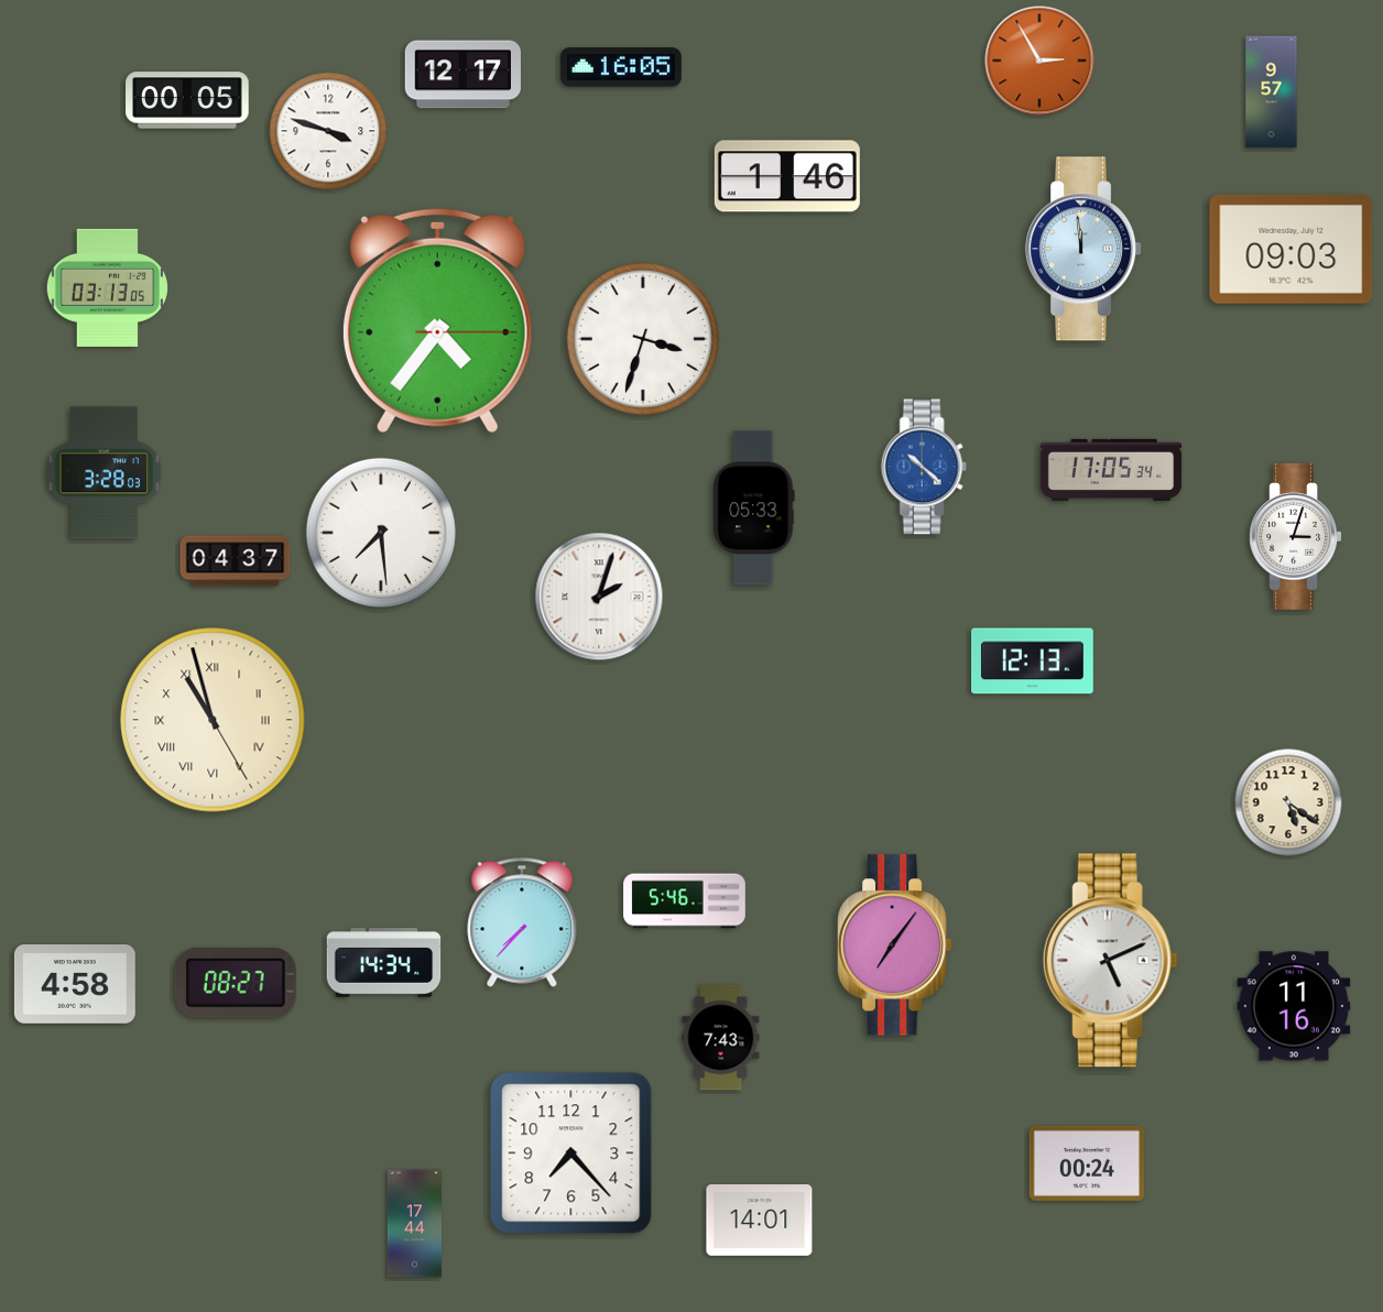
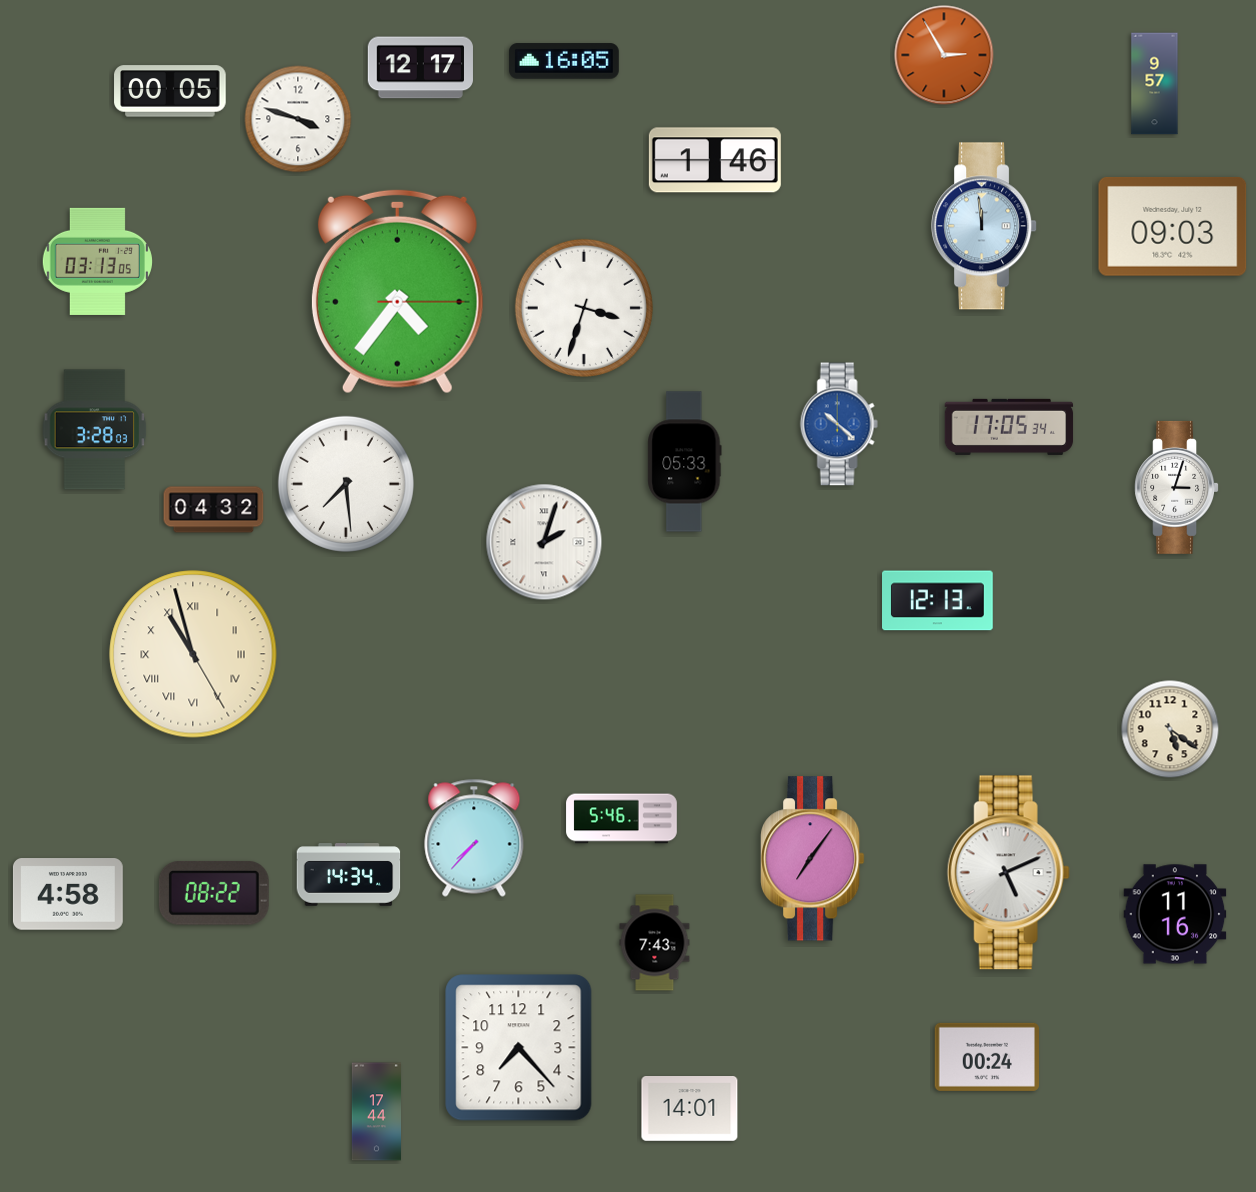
clock at (236, 561): 04:37 -> 04:32
clock at (236, 983): 08:27 -> 08:22
